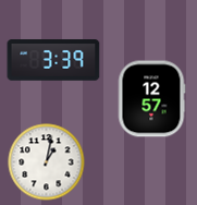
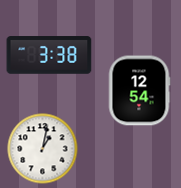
clock at (53, 60): 3:39 -> 3:38
clock at (151, 99): 12:57 -> 12:54
